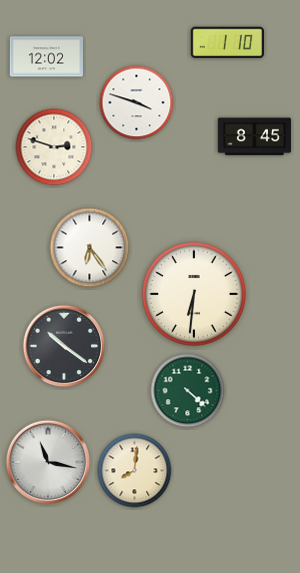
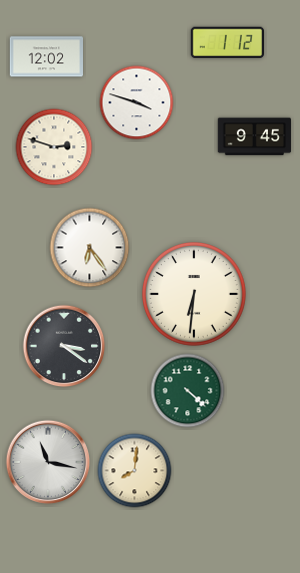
clock at (227, 43): 1:10 -> 1:12
clock at (254, 137): 8:45 -> 9:45
clock at (64, 346): 10:21 -> 3:21
